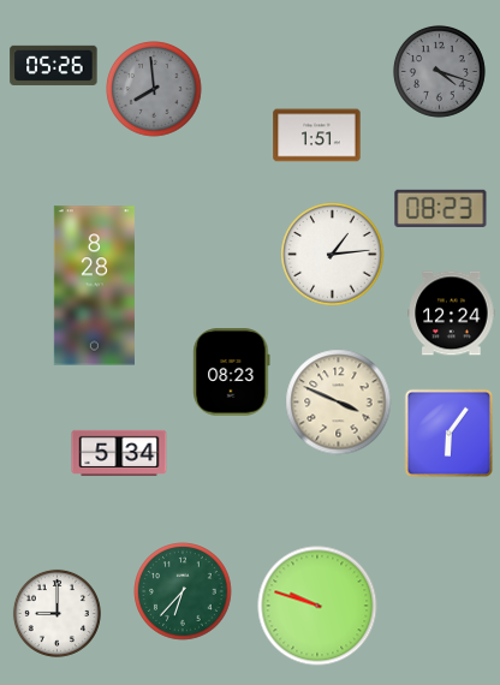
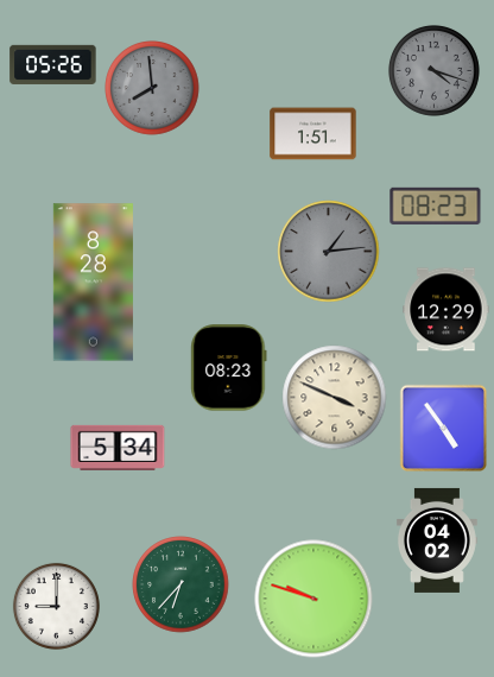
clock at (333, 255) dial: white -> grey
clock at (452, 314): 12:24 -> 12:29
clock at (450, 433): 6:06 -> 4:54
clock at (437, 540): none -> 04:02
